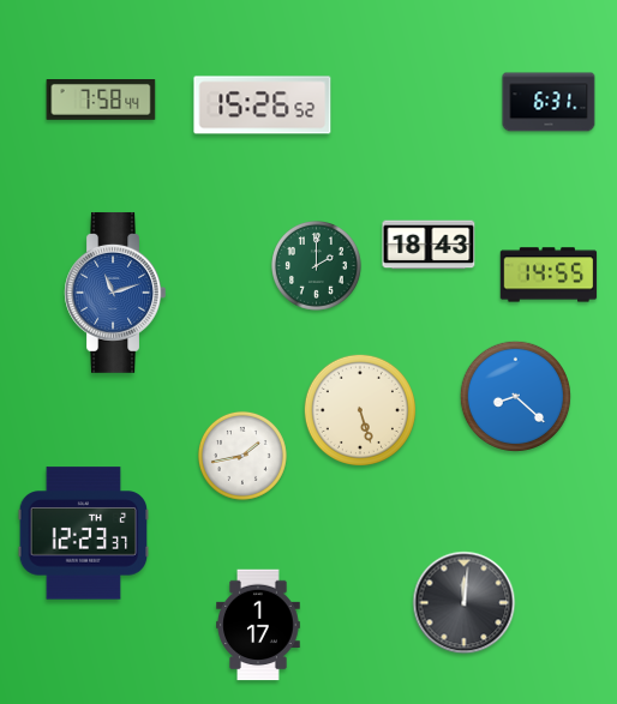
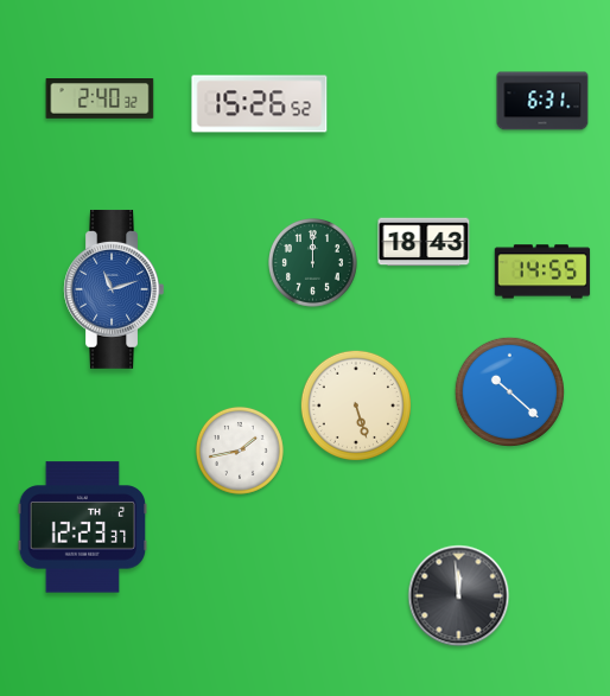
clock at (101, 101): 7:58 -> 2:40
clock at (317, 266): 2:00 -> 12:00
clock at (515, 396): 8:22 -> 10:22
clock at (465, 603): 12:01 -> 11:59
clock at (258, 625): 1:17 -> none
